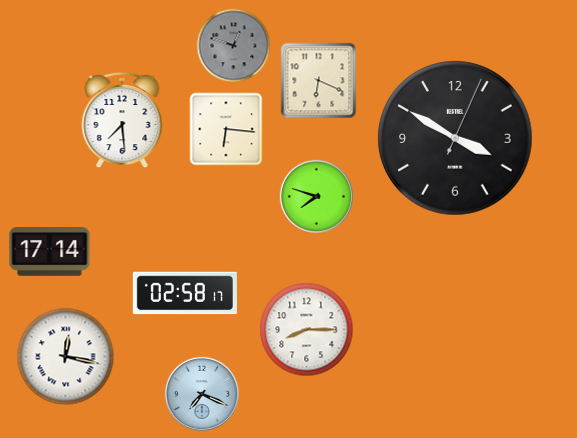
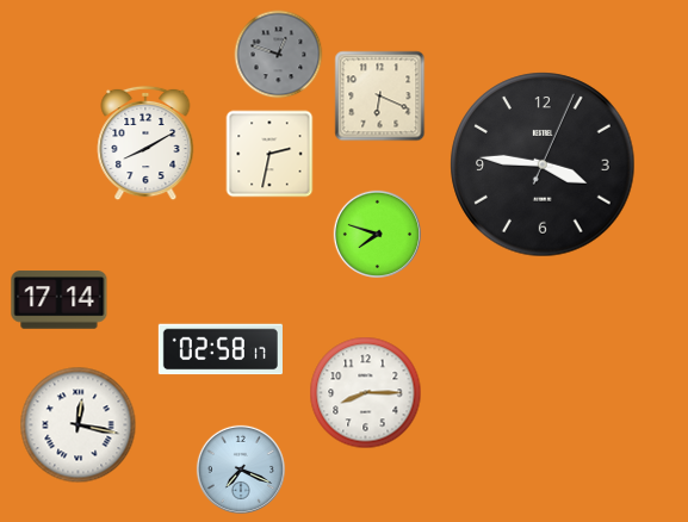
clock at (122, 120): 7:29 -> 8:10
clock at (226, 129): 6:16 -> 2:32
clock at (455, 138): 3:50 -> 3:46
